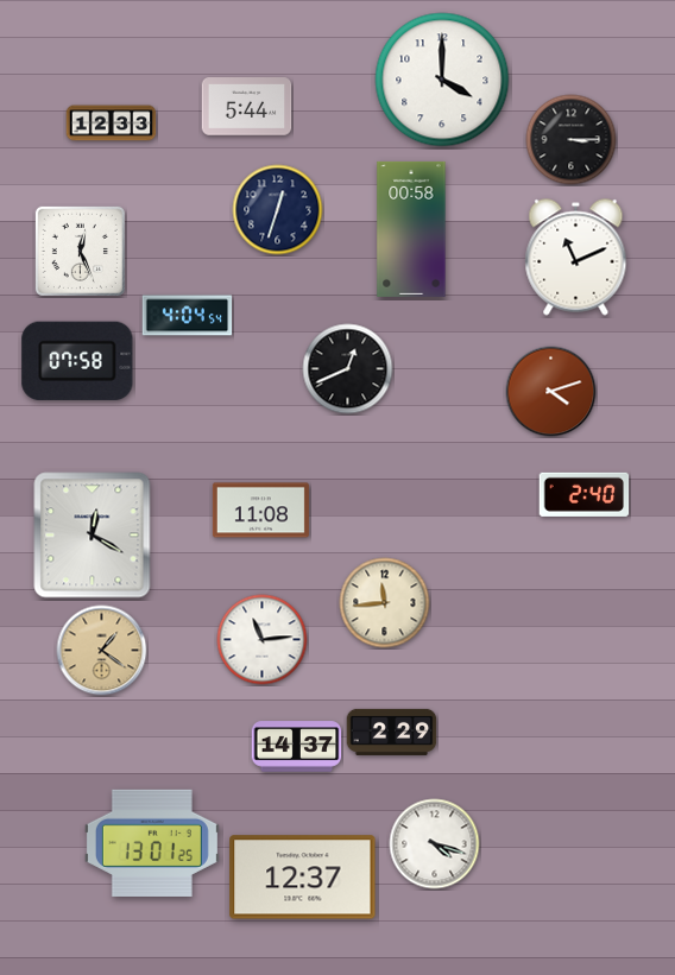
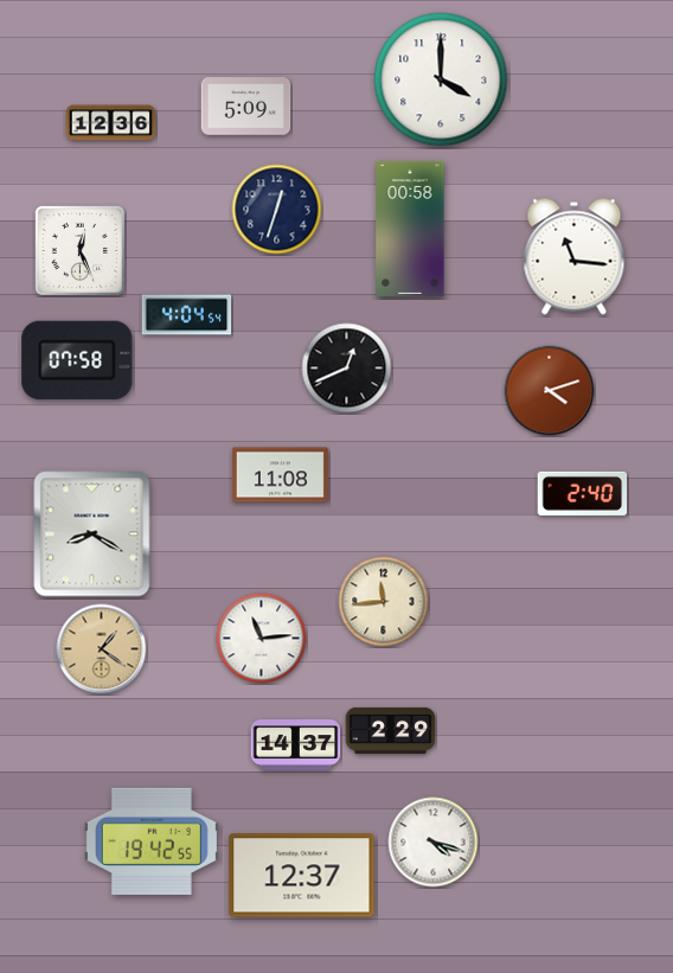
clock at (247, 107): 5:44 -> 5:09
clock at (112, 124): 12:33 -> 12:36
clock at (572, 140): 3:15 -> none
clock at (576, 258): 11:11 -> 11:16
clock at (260, 511) position: (260, 511) -> (280, 475)
clock at (93, 536): 12:20 -> 8:20
clock at (152, 843): 13:01 -> 19:42
